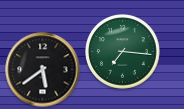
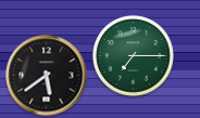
clock at (123, 52): 7:16 -> 7:15
